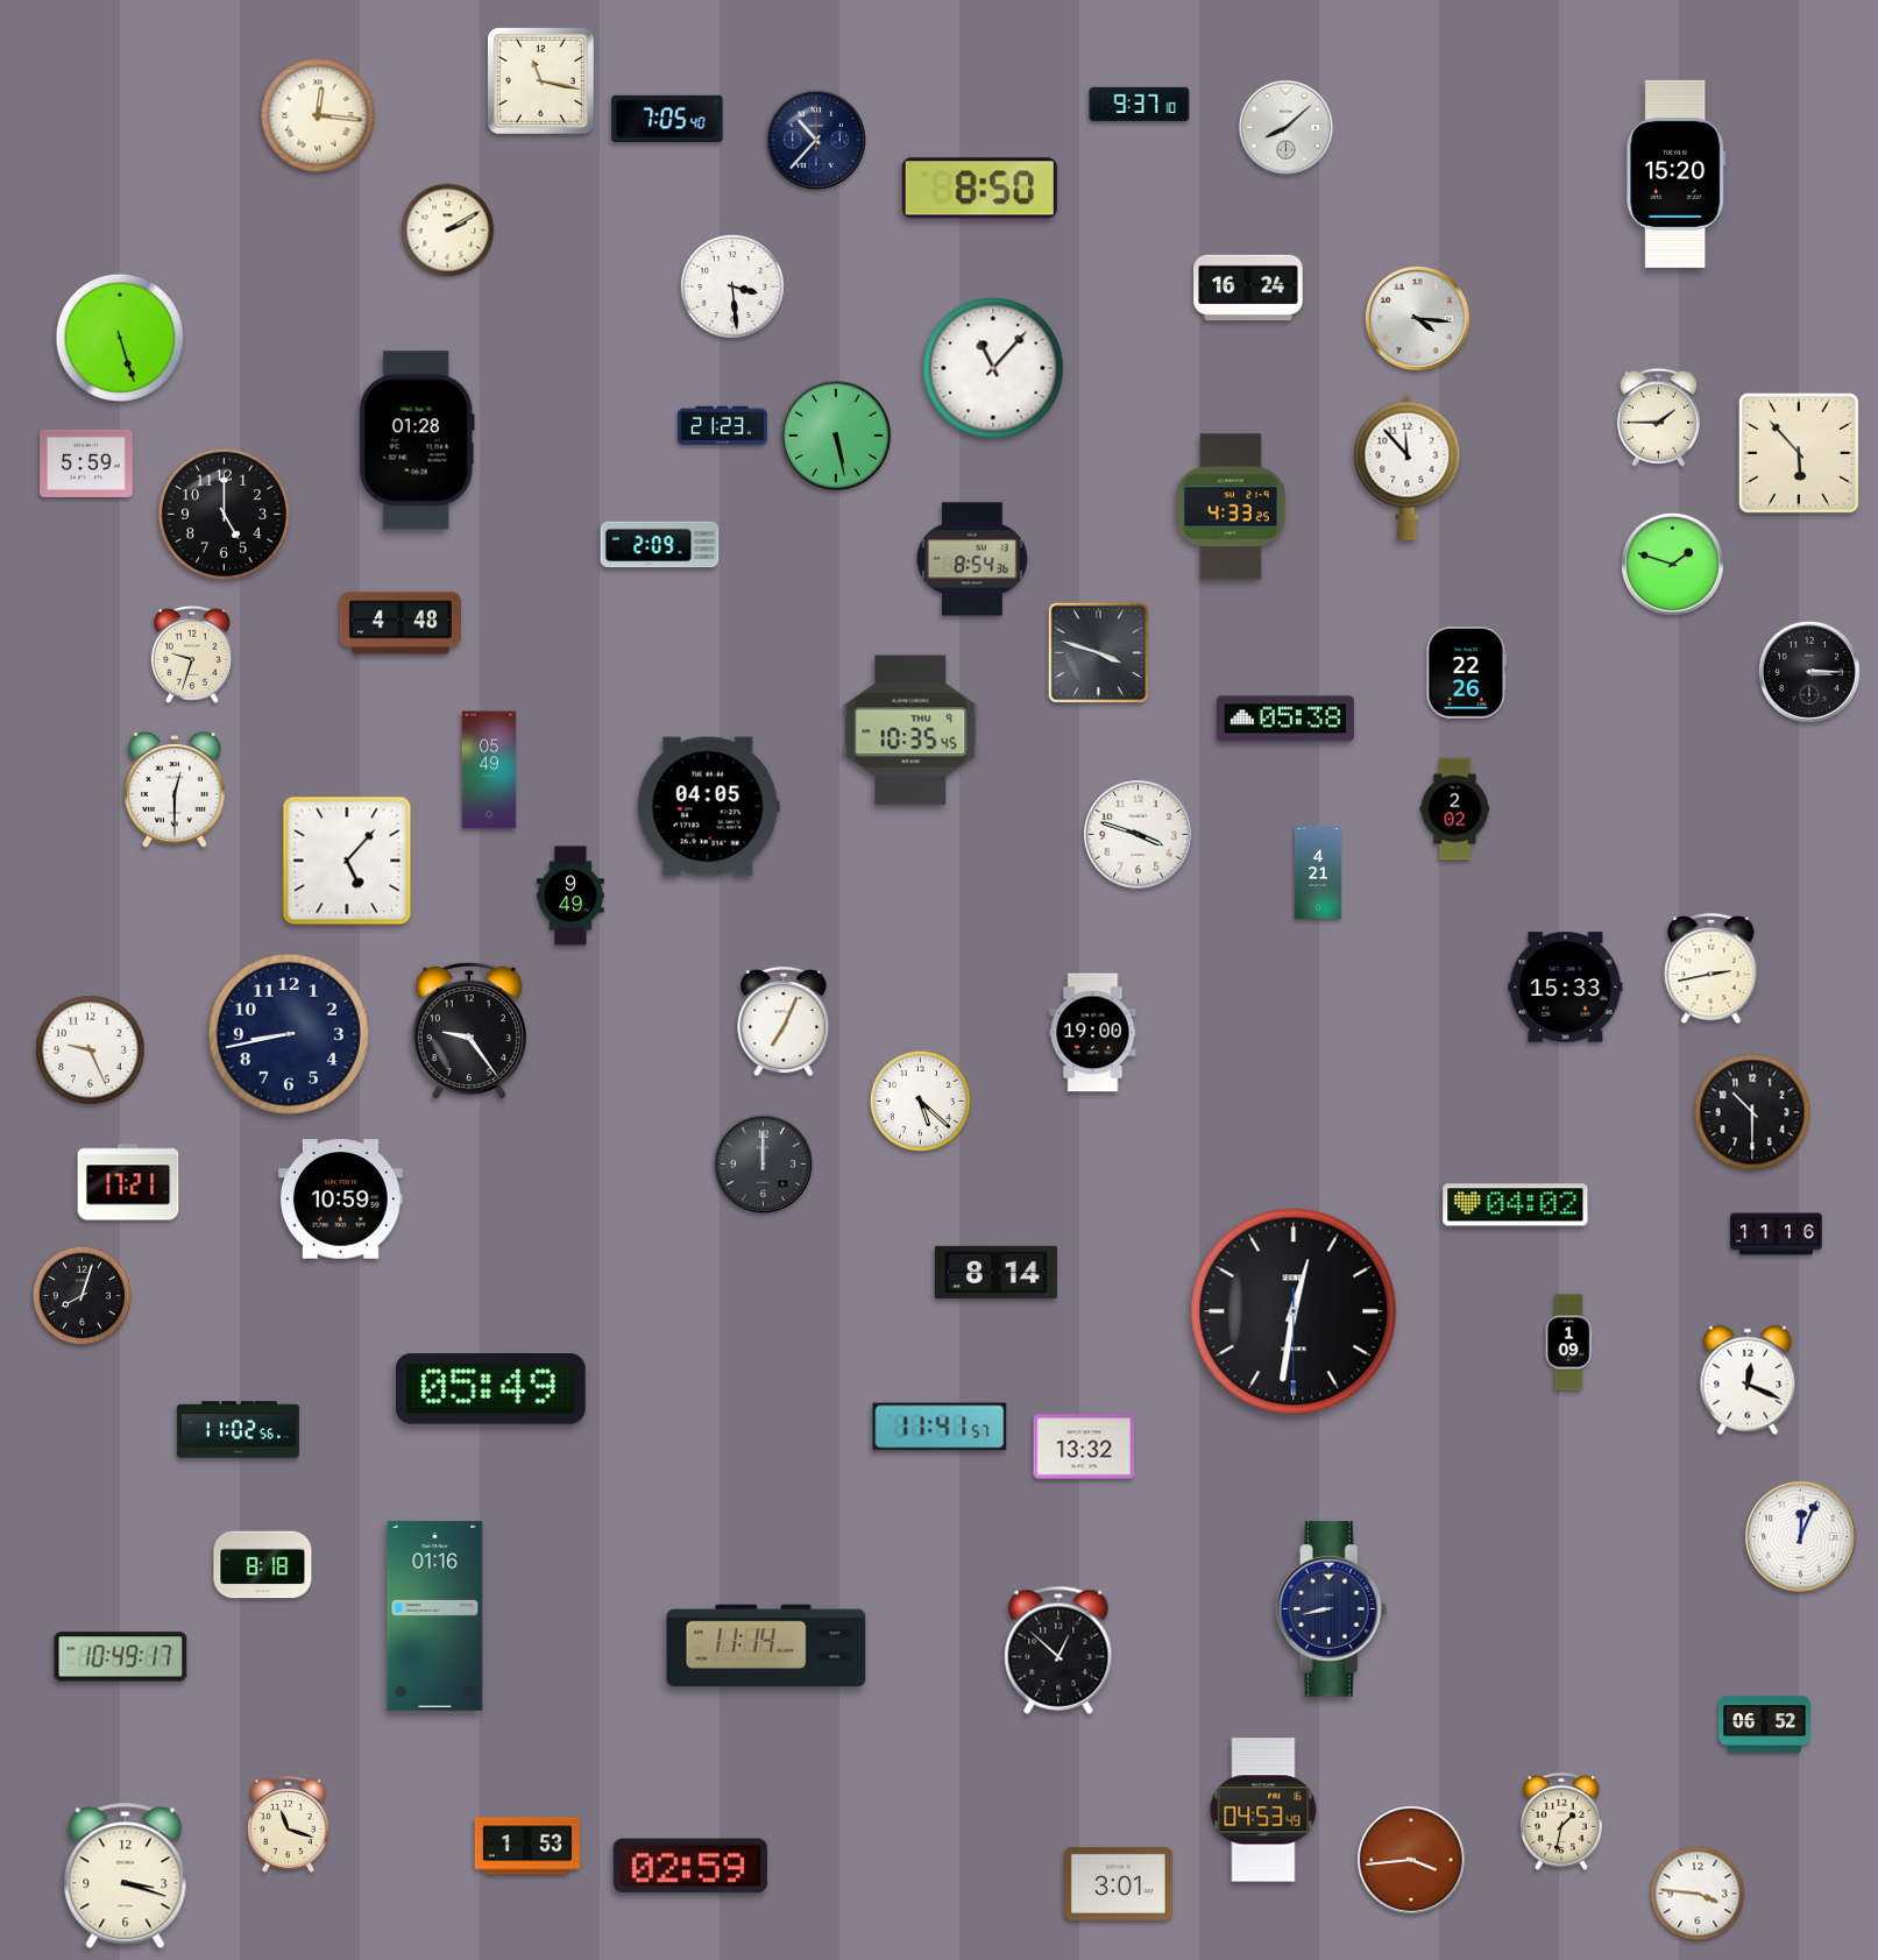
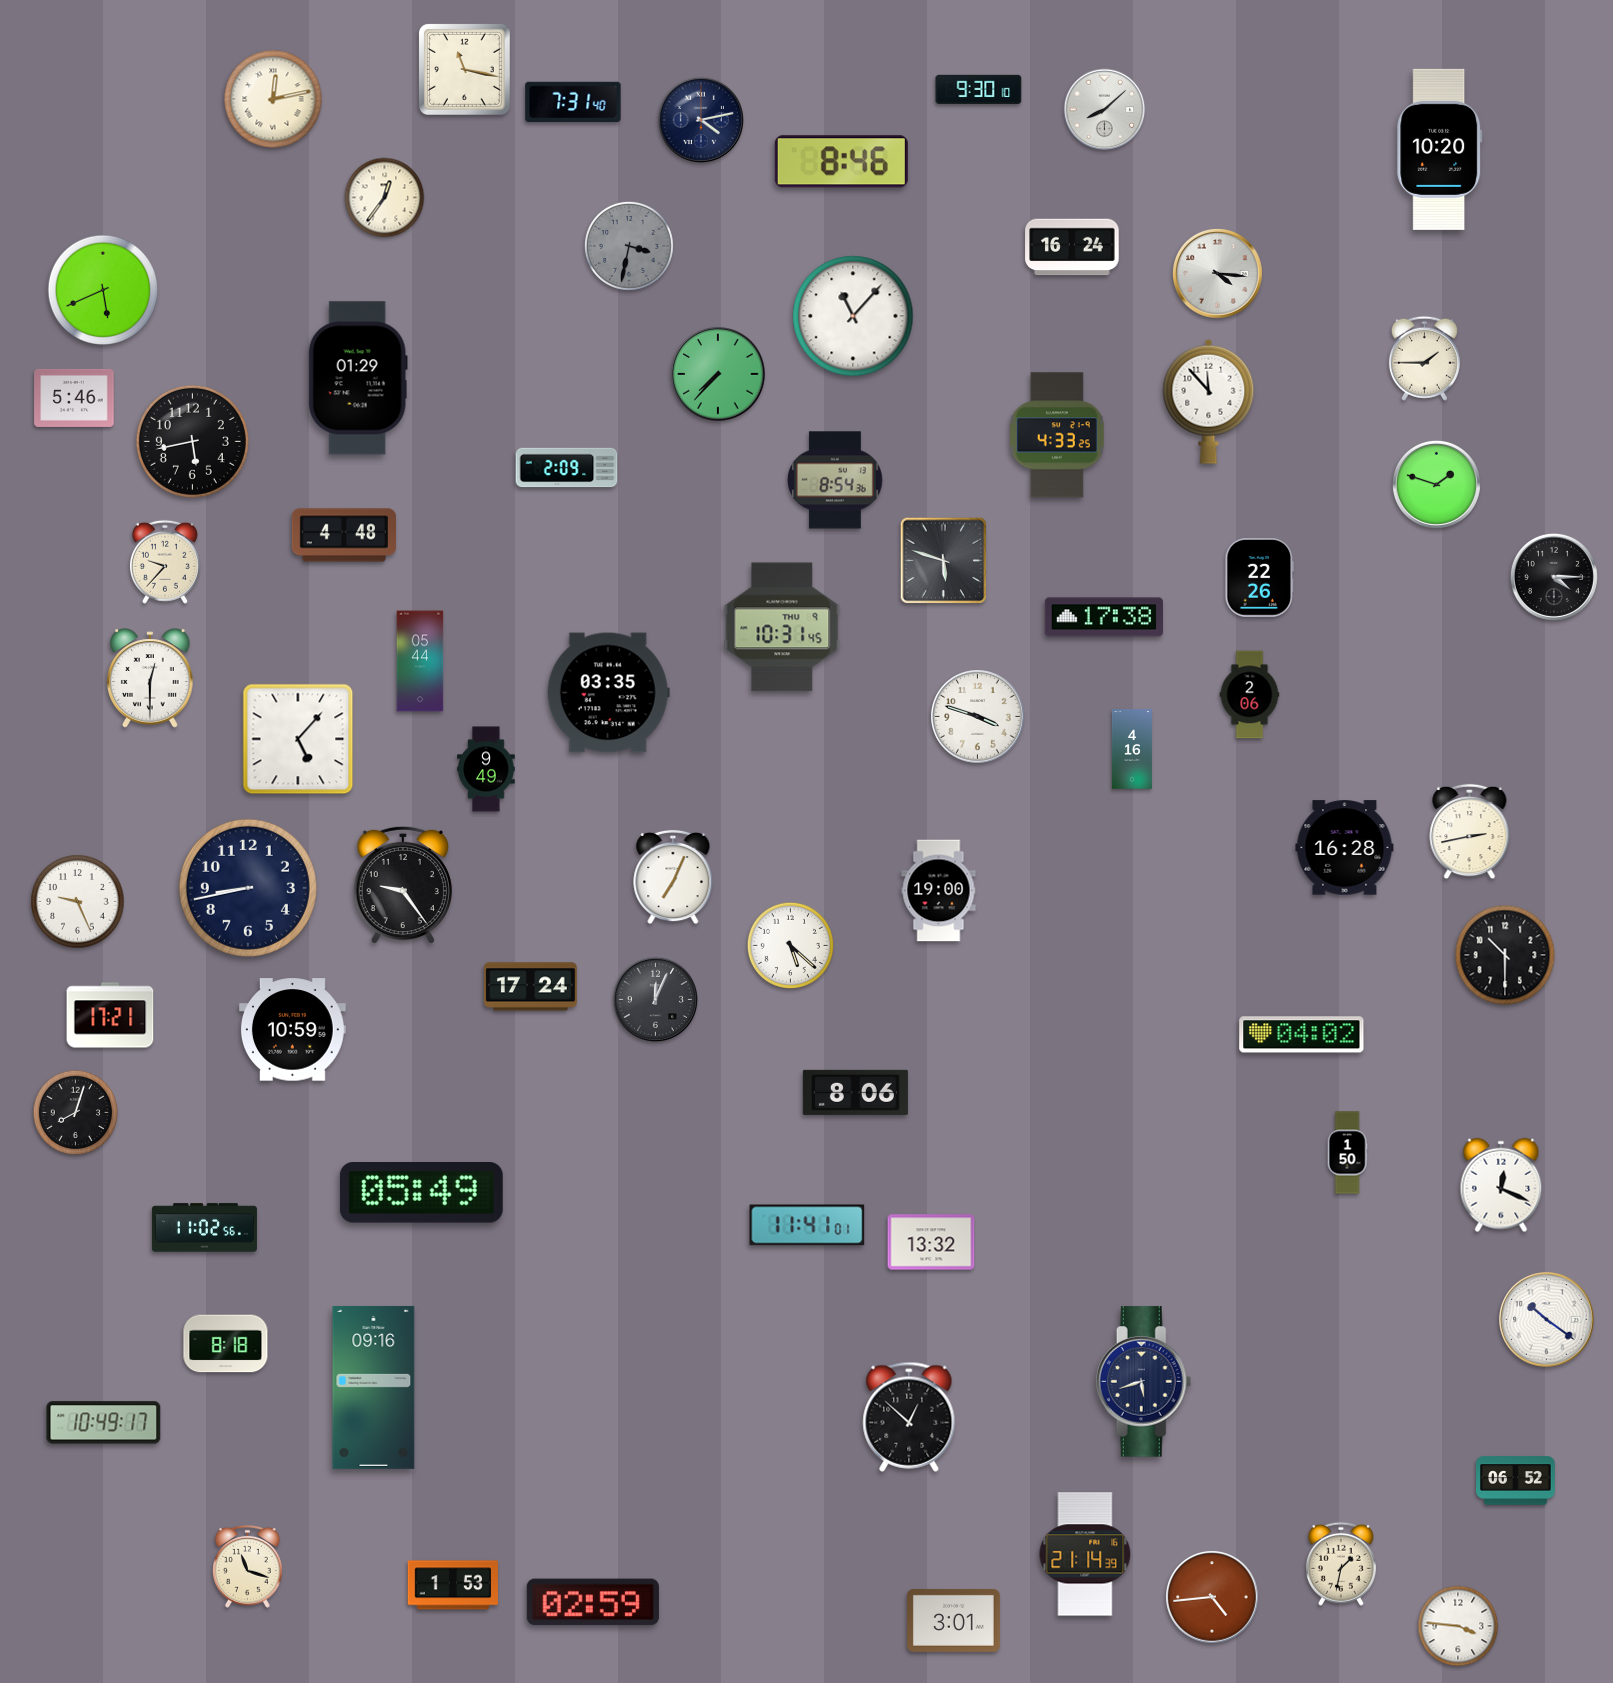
clock at (1140, 104): 9:37 -> 9:30
clock at (318, 115): 12:16 -> 12:13
clock at (667, 119): 7:05 -> 7:31
clock at (816, 140): 10:37 -> 4:13
clock at (1677, 174): 15:20 -> 10:20
clock at (979, 189): 8:50 -> 8:46
clock at (448, 231): 2:10 -> 12:36
clock at (732, 286): 3:29 -> 3:32
clock at (732, 286) dial: white -> grey
clock at (119, 337): 5:27 -> 5:41
clock at (722, 426): 21:23 -> none
clock at (836, 436): 5:28 -> 7:37
clock at (417, 440): 01:28 -> 01:29
clock at (1799, 453): 5:53 -> none
clock at (86, 464): 5:59 -> 5:46
clock at (224, 514): 5:00 -> 5:43
clock at (1099, 653): 3:48 -> 5:48
clock at (192, 654): 9:33 -> 9:37
clock at (1809, 672): 3:15 -> 4:15
clock at (1285, 719): 05:38 -> 17:38
clock at (910, 730): 10:35 -> 10:31
clock at (489, 770): 05:49 -> 05:44
clock at (708, 807): 04:05 -> 03:35
clock at (1455, 809): 2:02 -> 2:06
clock at (1318, 872): 4:21 -> 4:16
clock at (571, 896) position: (571, 896) -> (486, 769)
clock at (1566, 988): 15:33 -> 16:28
clock at (1093, 1033) position: (1093, 1033) -> (939, 891)
clock at (531, 987): none -> 17:24
clock at (763, 1163): 12:00 -> 12:04
clock at (1777, 1234): 11:16 -> none
clock at (995, 1272): 8:14 -> 8:06
clock at (83, 1296) position: (83, 1296) -> (76, 1113)
clock at (1294, 1311): 12:31 -> none
clock at (1568, 1343): 1:09 -> 1:50
clock at (940, 1427): 11:41:57 -> 11:41:01
clock at (1801, 1537): 12:04 -> 10:21
clock at (1332, 1609): 8:43 -> 5:42
clock at (435, 1615): 01:16 -> 09:16
clock at (766, 1646): 11:14 -> none
clock at (1263, 1810): 04:53 -> 21:14
clock at (1411, 1860): 3:44 -> 4:44
clock at (126, 1876): 3:18 -> none
clock at (1119, 1883) position: (1119, 1883) -> (954, 1620)
